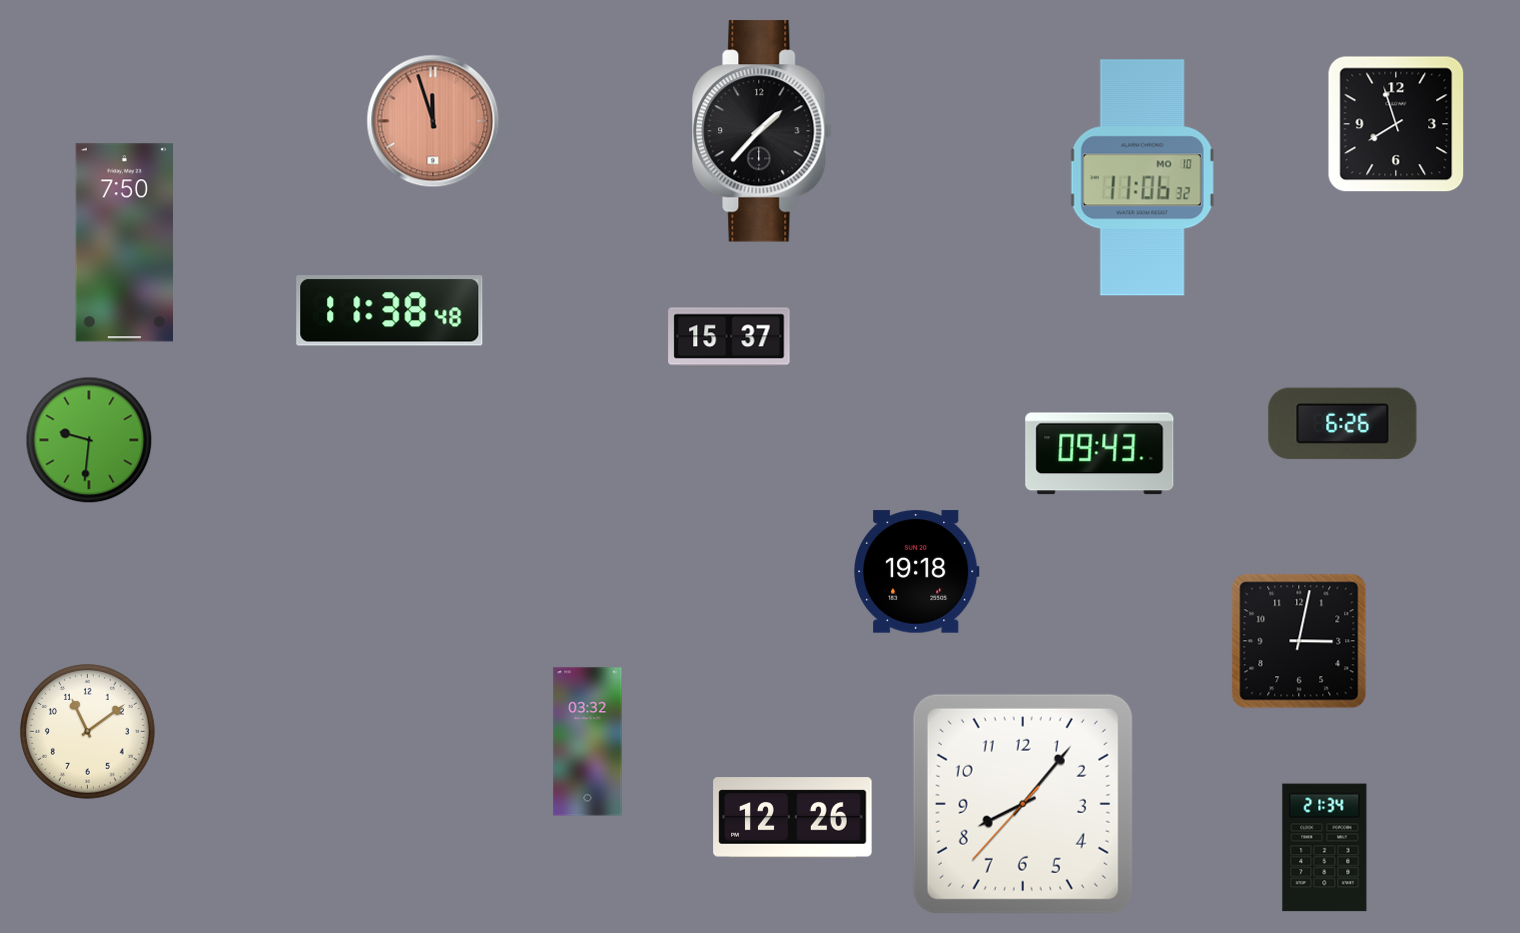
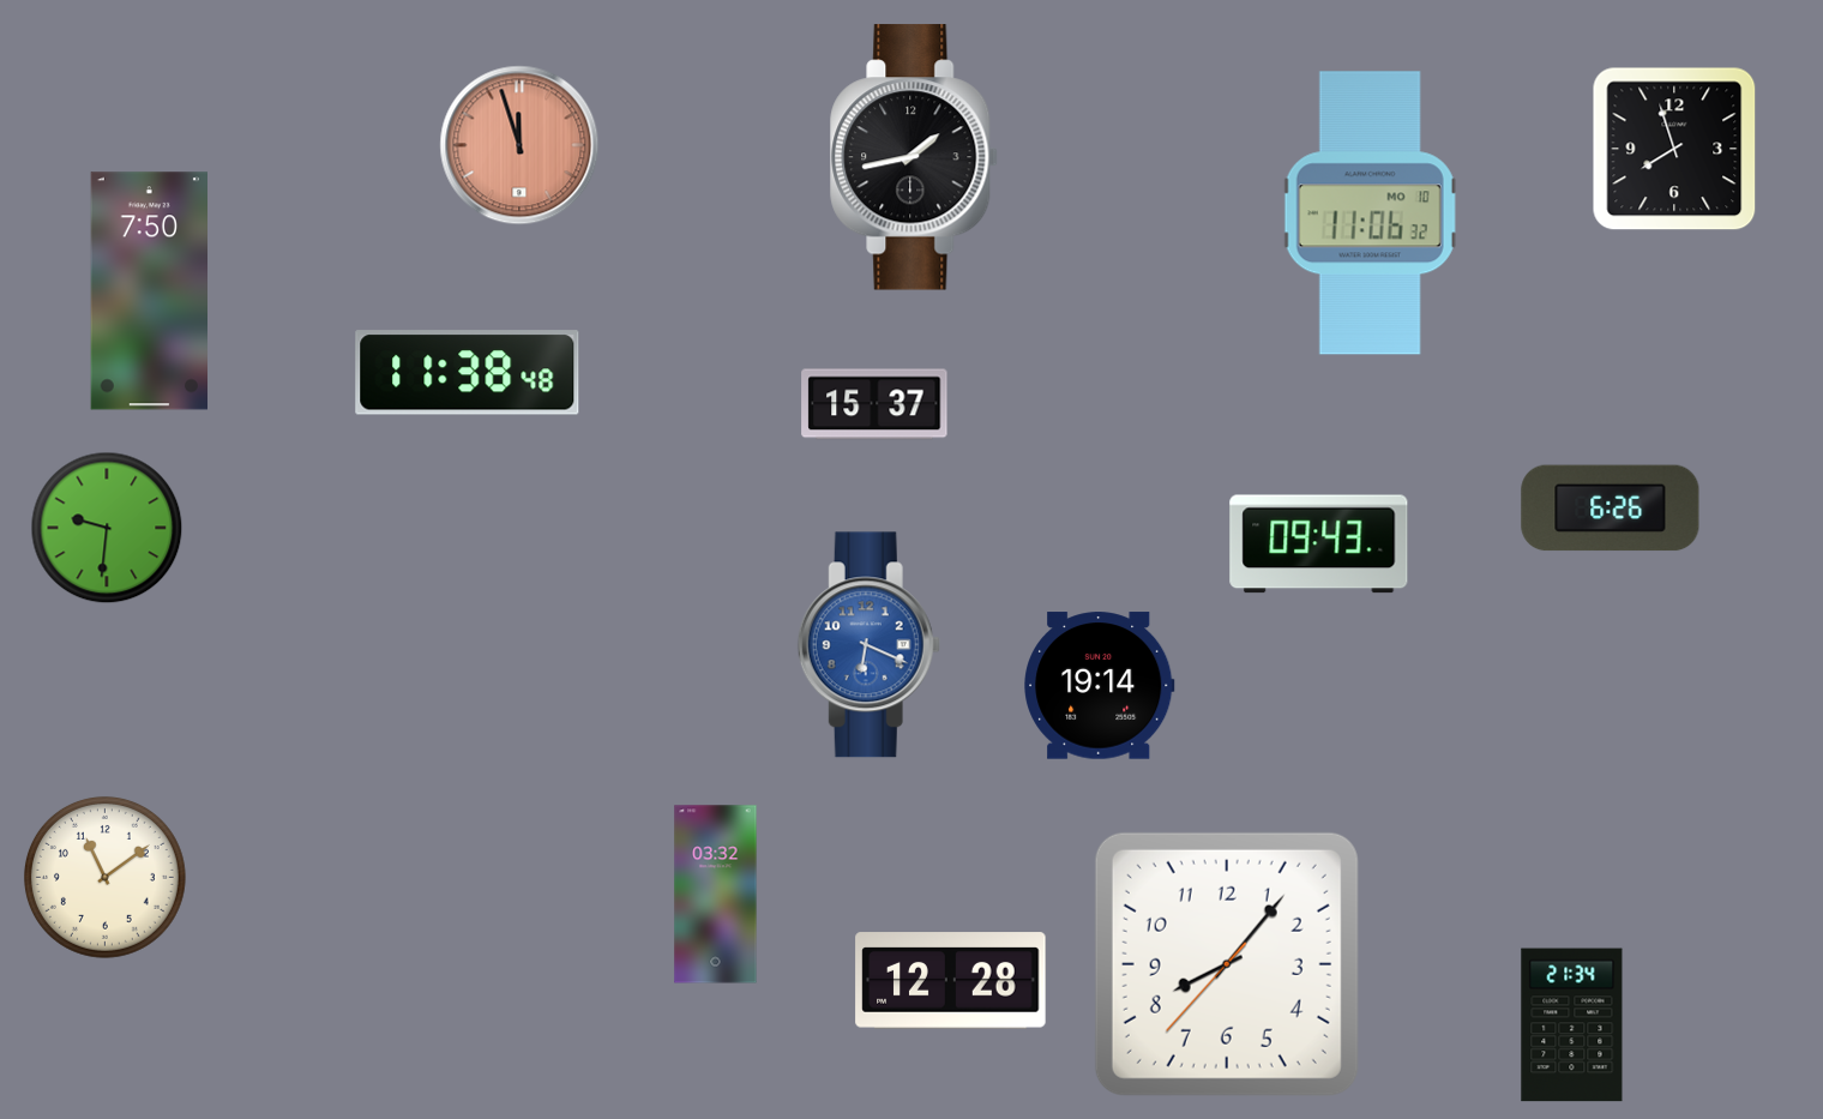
clock at (763, 131): 1:37 -> 1:43
clock at (868, 645): none -> 6:19
clock at (917, 572): 19:18 -> 19:14
clock at (1299, 641): 3:02 -> none
clock at (588, 742) position: (588, 742) -> (716, 895)
clock at (793, 818): 12:26 -> 12:28
clock at (1325, 848) position: (1325, 848) -> (1572, 1025)
